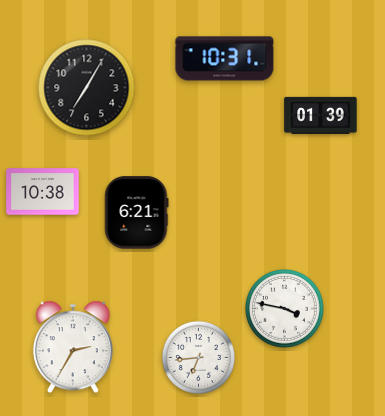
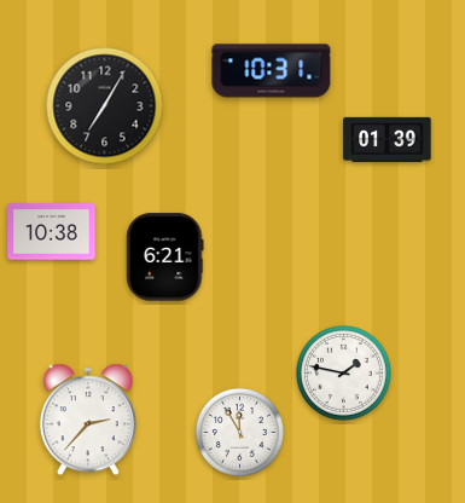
clock at (285, 309): 3:47 -> 1:47
clock at (73, 347): 2:35 -> 2:37
clock at (198, 357): 6:44 -> 11:55
